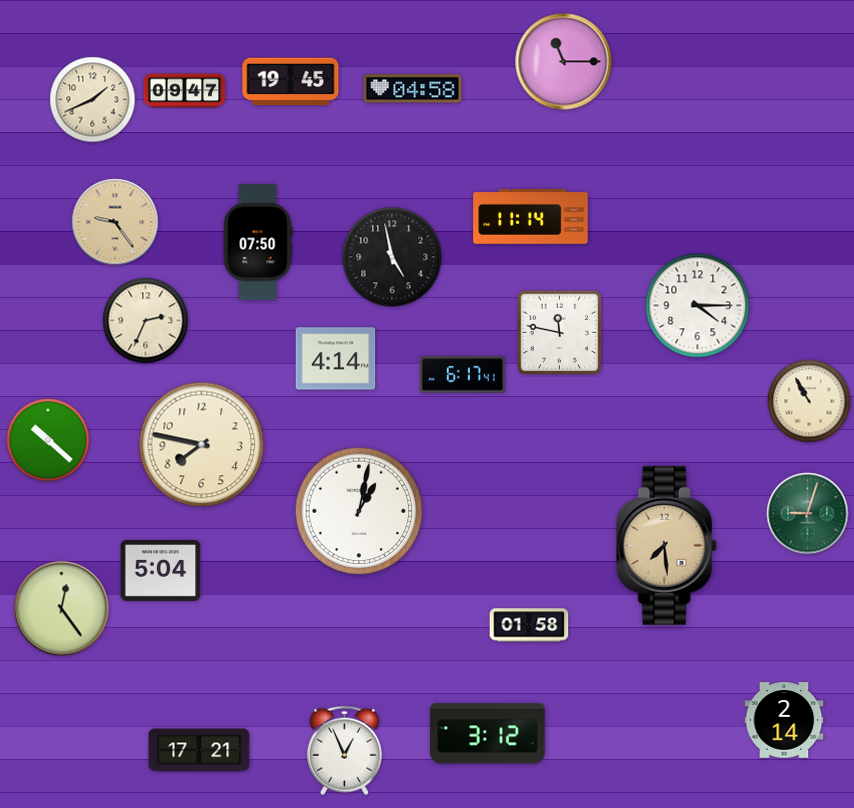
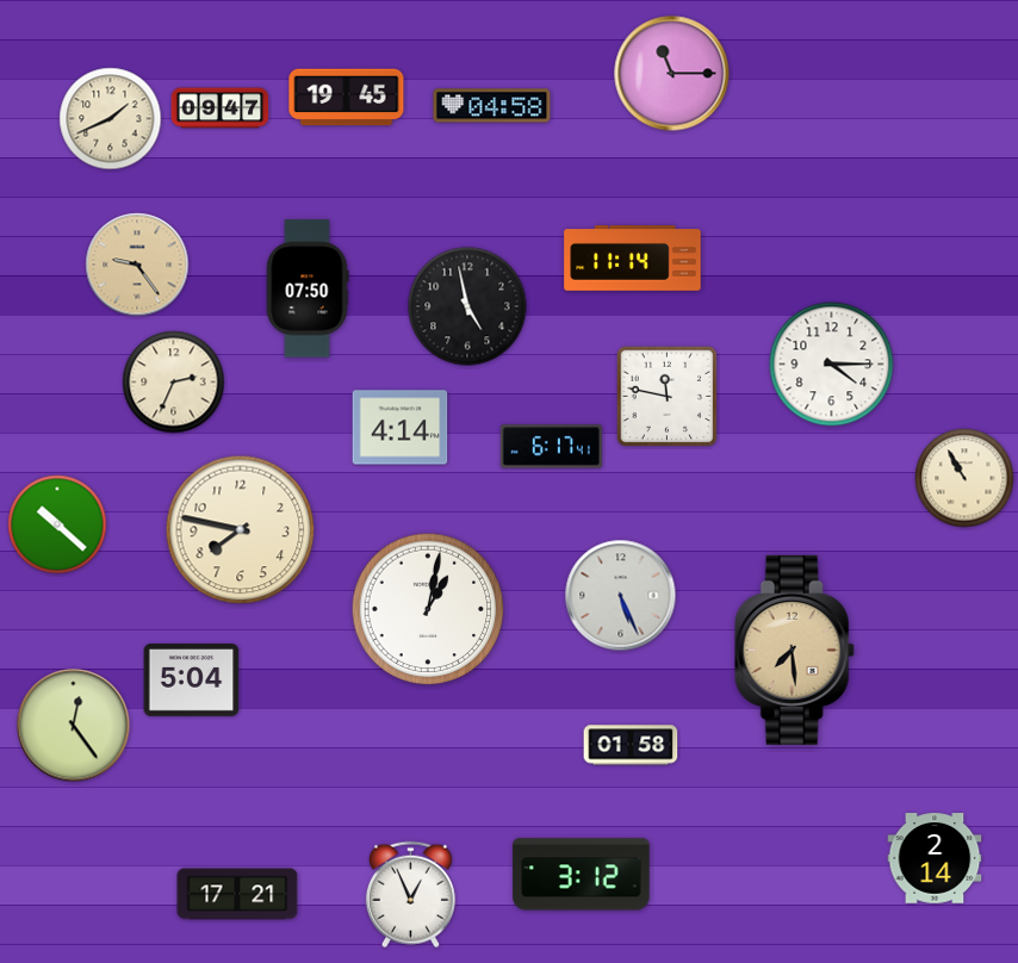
clock at (621, 596): none -> 5:26
clock at (808, 514): 9:03 -> none
